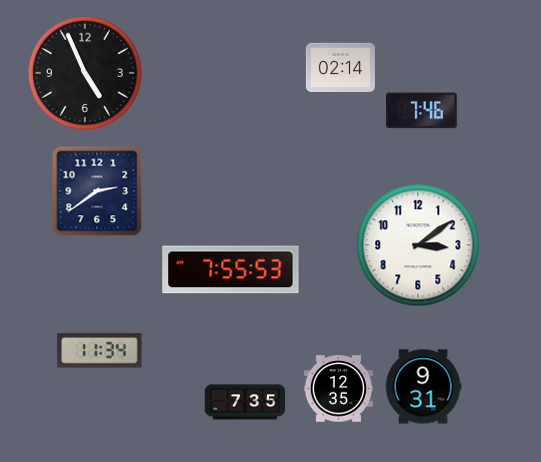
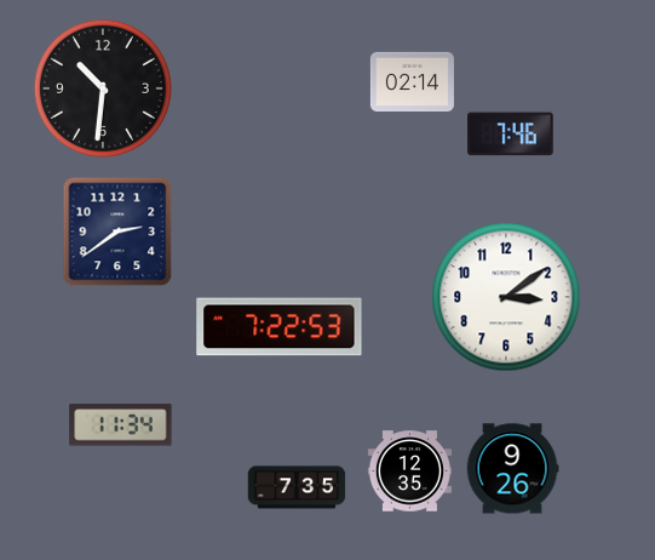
clock at (85, 73): 4:56 -> 10:31
clock at (231, 270): 7:55 -> 7:22
clock at (423, 387): 9:31 -> 9:26
